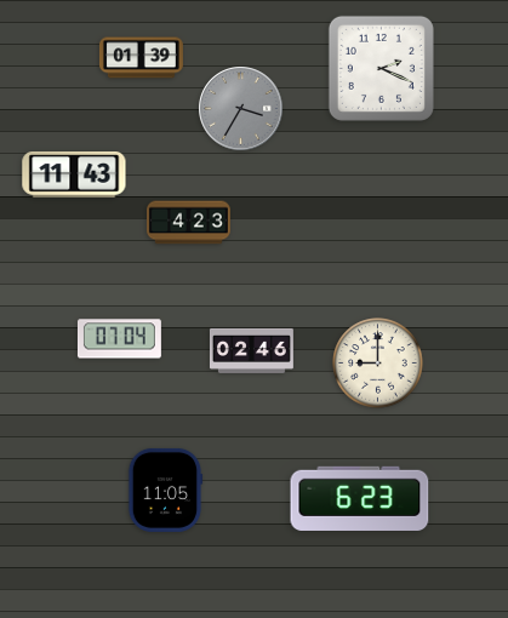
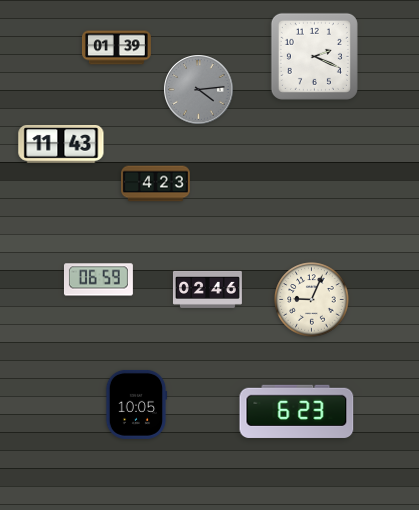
clock at (241, 109): 3:35 -> 4:14
clock at (119, 339): 07:04 -> 06:59
clock at (378, 364): 9:00 -> 9:04
clock at (165, 490): 11:05 -> 10:05
